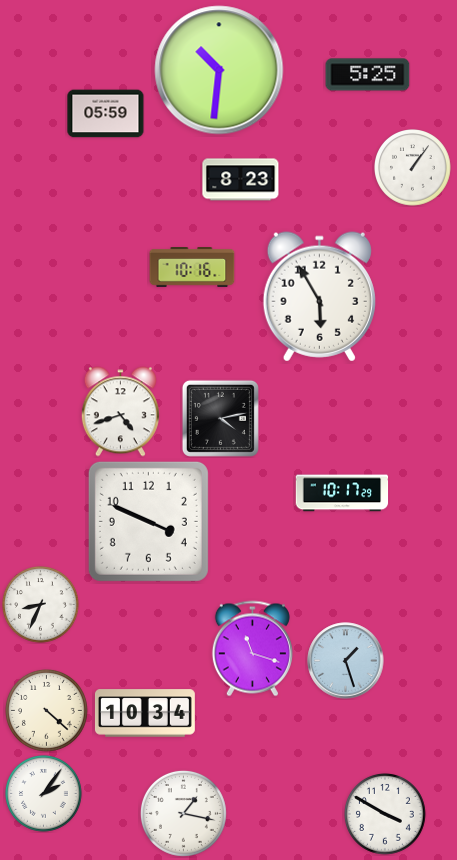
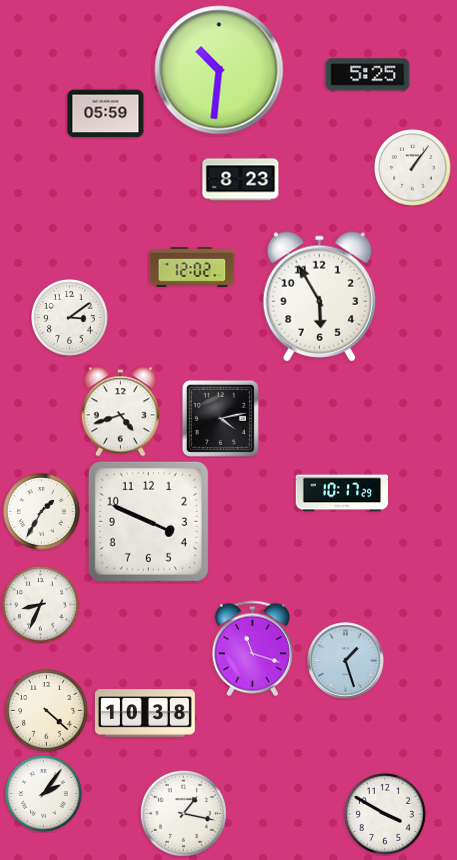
clock at (192, 268): 10:16 -> 12:02
clock at (70, 318): none -> 3:09
clock at (42, 512): none -> 1:35
clock at (145, 713): 10:34 -> 10:38
